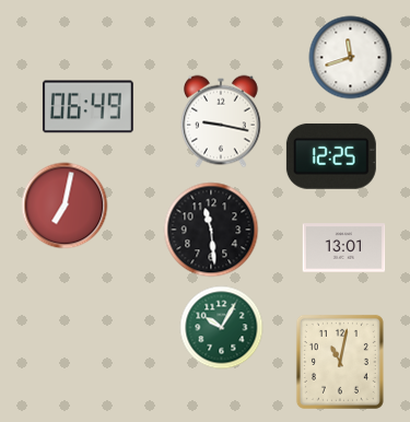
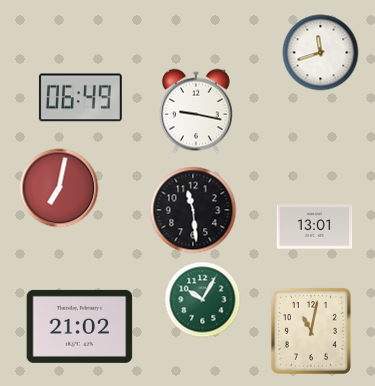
clock at (222, 121) position: (222, 121) -> (197, 111)
clock at (331, 156): 12:25 -> none
clock at (80, 326): none -> 21:02
